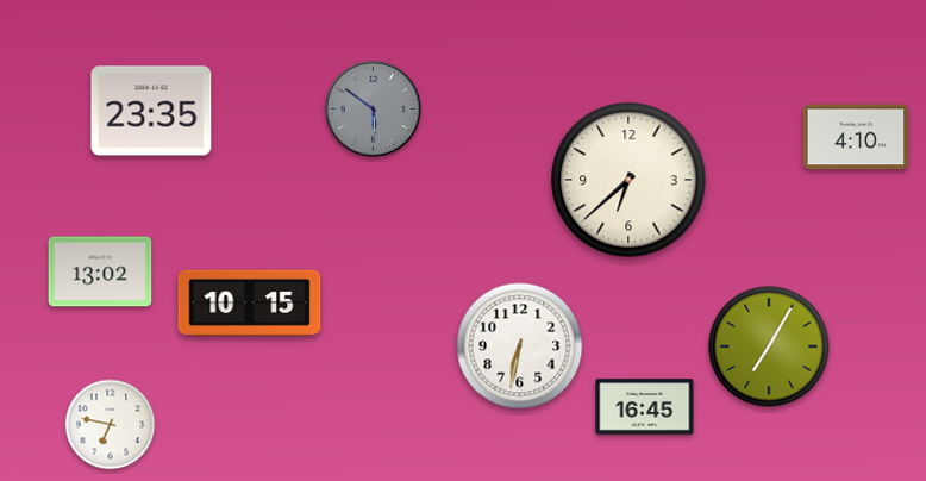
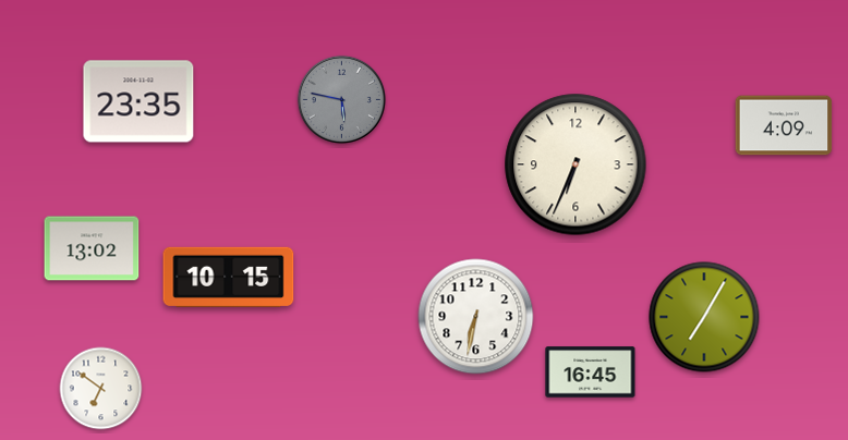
clock at (373, 108): 5:51 -> 5:47
clock at (856, 137): 4:10 -> 4:09
clock at (628, 180): 6:38 -> 6:34
clock at (111, 425): 6:47 -> 6:51
